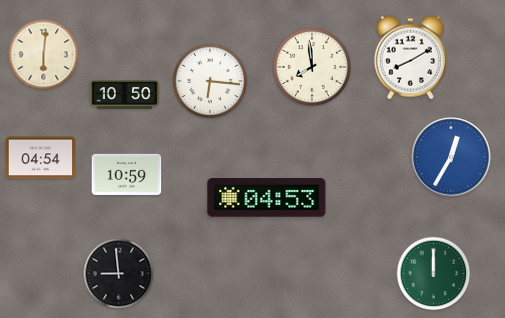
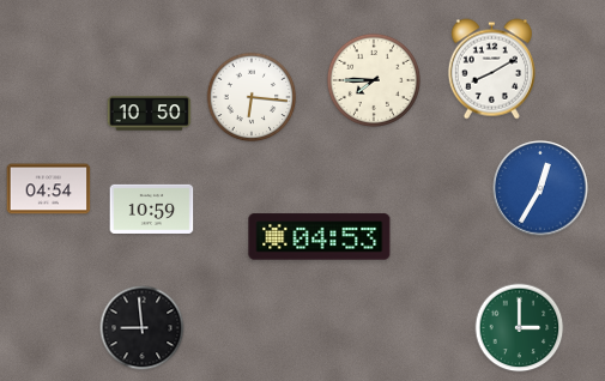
clock at (44, 55): 6:01 -> none
clock at (312, 67): 7:59 -> 7:45
clock at (434, 274): 12:00 -> 3:00
